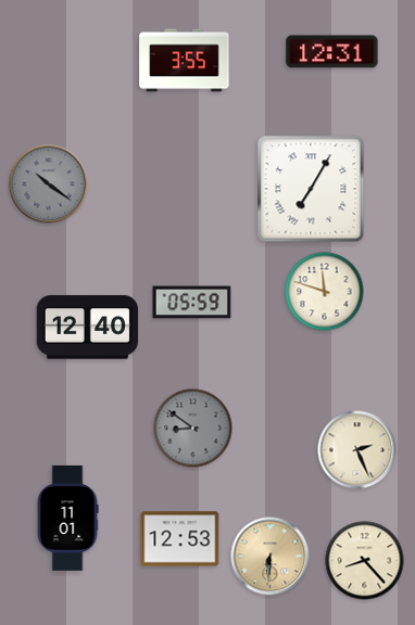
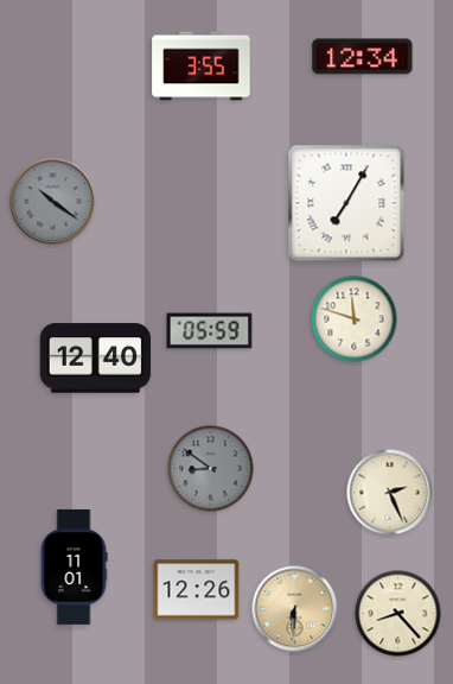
clock at (332, 52): 12:31 -> 12:34
clock at (311, 189) position: (311, 189) -> (346, 203)
clock at (180, 539): 12:53 -> 12:26
